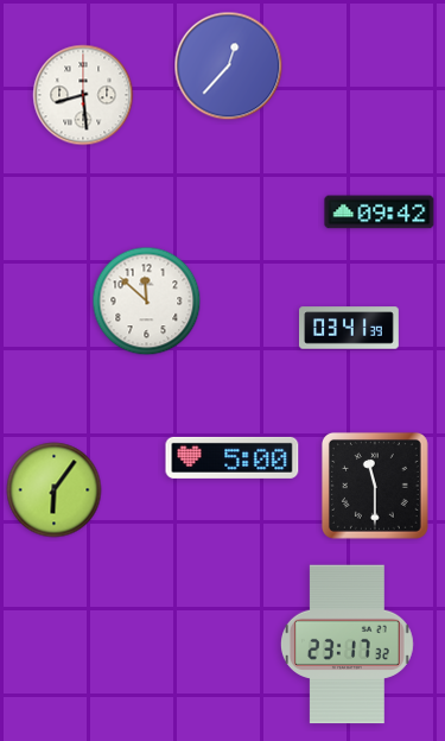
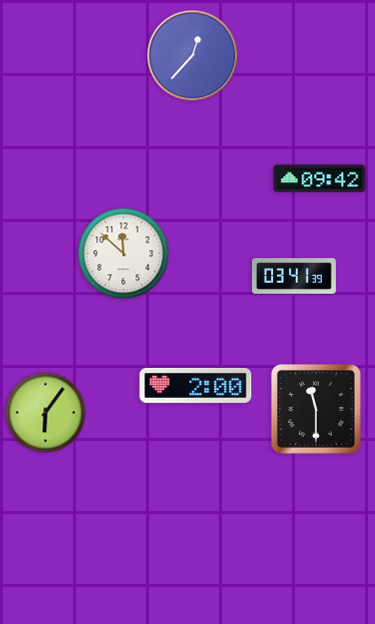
clock at (83, 95): 8:29 -> none
clock at (233, 457): 5:00 -> 2:00
clock at (347, 645): 23:17 -> none
